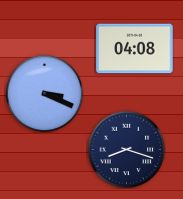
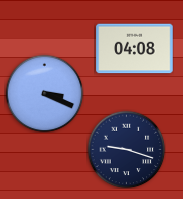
clock at (126, 149): 8:18 -> 9:18
